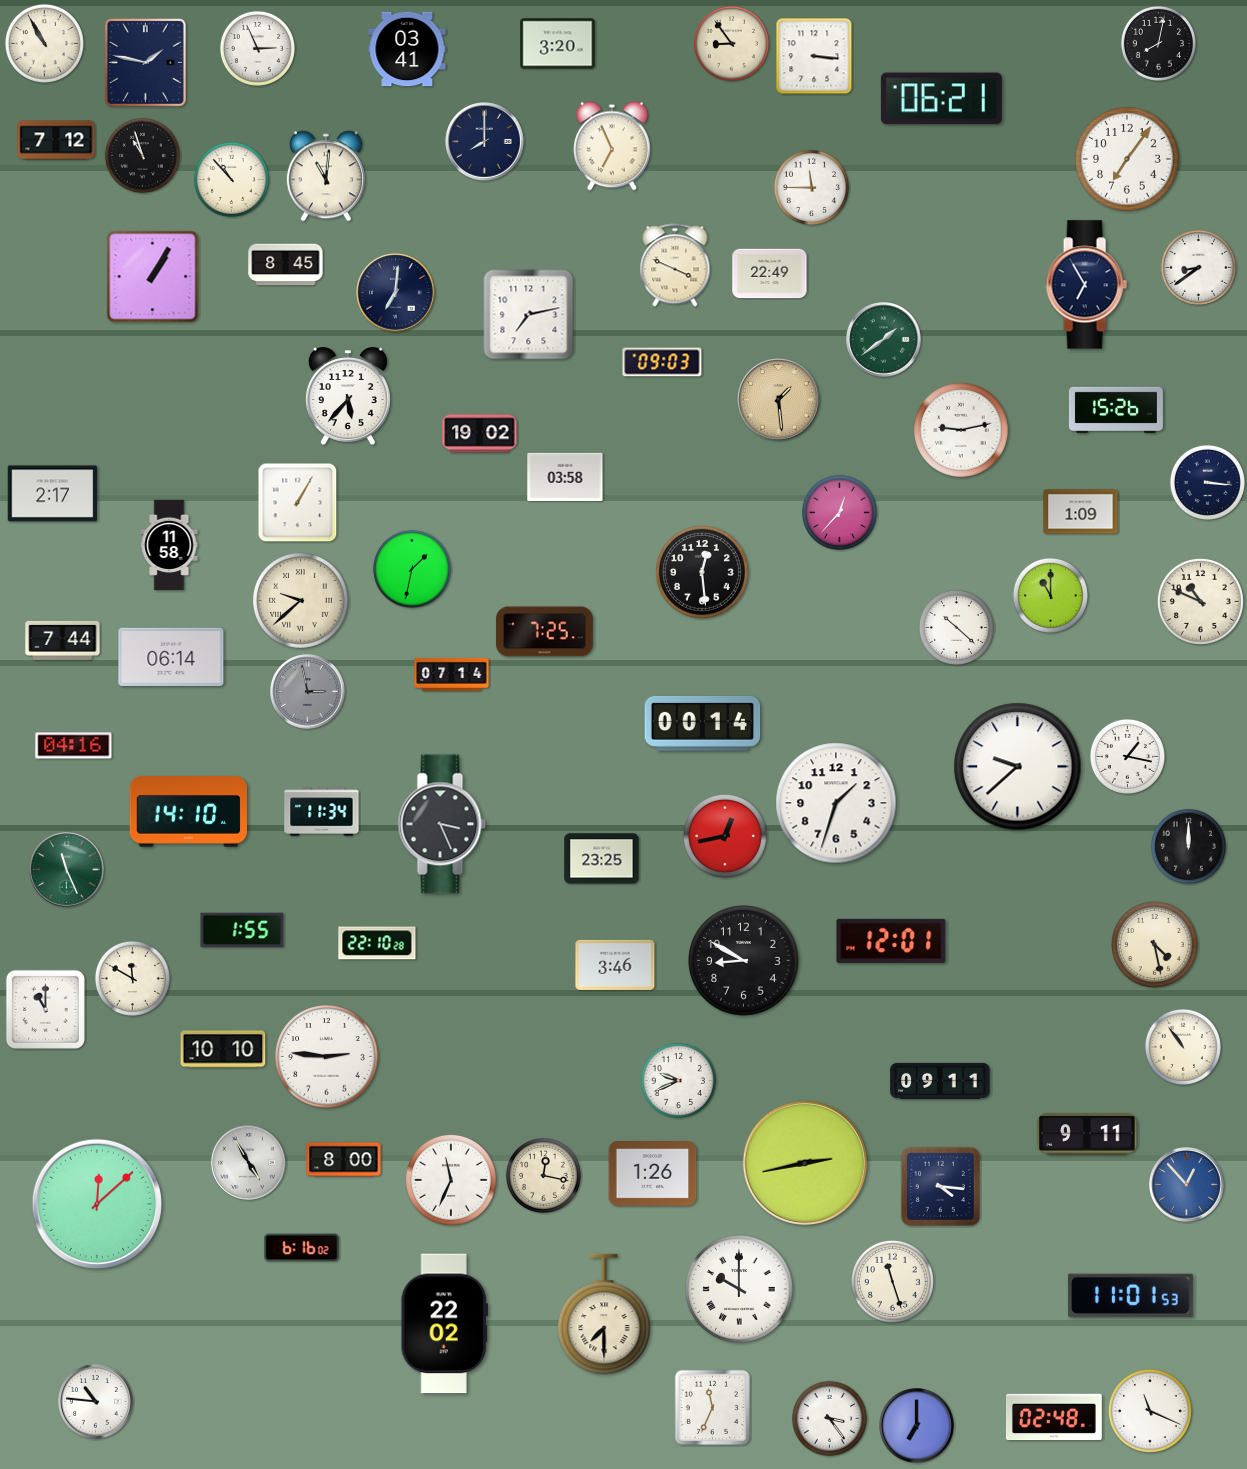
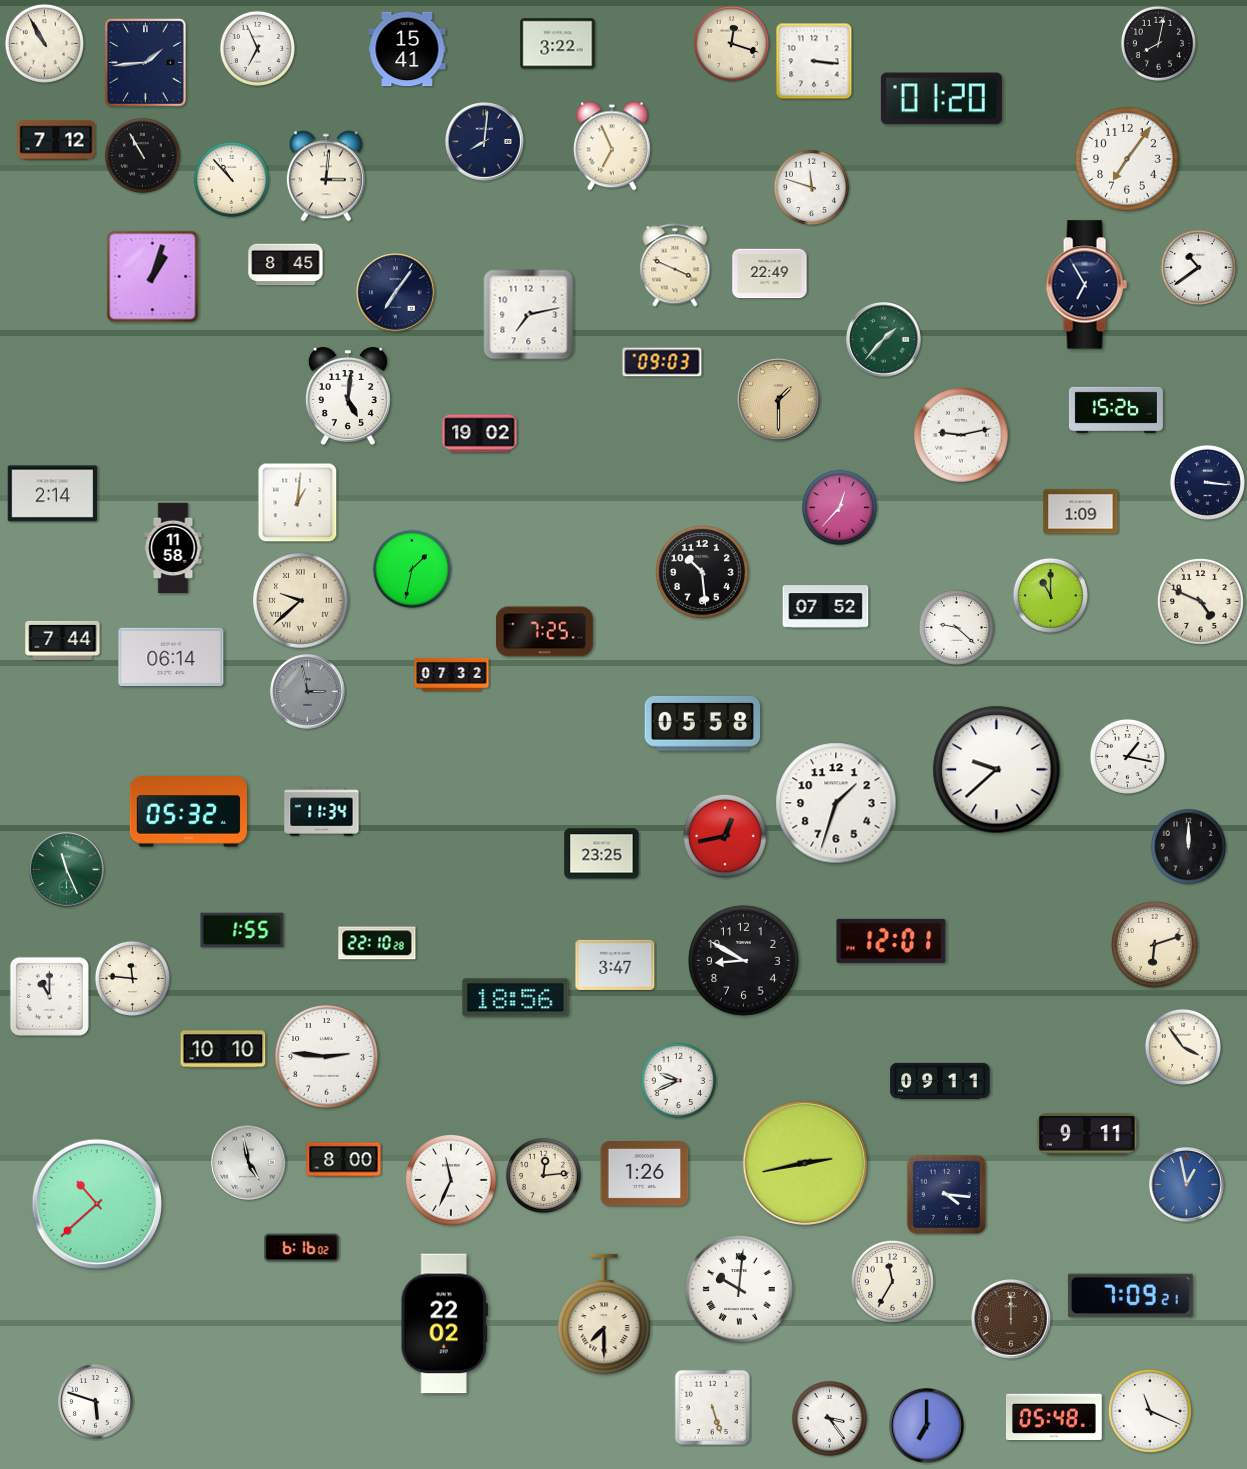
clock at (731, 43): 8:54 -> 12:18
clock at (558, 44): 3:20 -> 3:22
clock at (257, 48): 2:56 -> 6:56
clock at (407, 49): 03:41 -> 15:41
clock at (814, 56) position: (814, 56) -> (814, 61)
clock at (145, 62): 1:47 -> 1:44
clock at (941, 99): 06:21 -> 01:20
clock at (485, 142): 8:00 -> 8:01
clock at (142, 155): 10:57 -> 10:55
clock at (326, 176): 11:01 -> 3:01
clock at (811, 187): 11:45 -> 11:48
clock at (1198, 267): 8:39 -> 10:39
clock at (153, 277): 1:05 -> 1:03
clock at (396, 293): 7:01 -> 7:06
clock at (884, 340): 1:39 -> 1:37
clock at (348, 396): 5:37 -> 5:01
clock at (779, 400): 1:29 -> 1:30
clock at (962, 431) position: (962, 431) -> (962, 436)
clock at (565, 476): 03:58 -> none
clock at (53, 494): 2:17 -> 2:14
clock at (298, 503): 1:05 -> 1:01
clock at (839, 512) position: (839, 512) -> (839, 507)
clock at (169, 545) position: (169, 545) -> (173, 548)
clock at (703, 573): 12:29 -> 10:29
clock at (1200, 601): 10:49 -> 4:49
clock at (826, 607): none -> 07:52
clock at (956, 627): 10:22 -> 9:22
clock at (452, 674): 07:14 -> 07:32
clock at (703, 723): 00:14 -> 05:58
clock at (74, 746): 04:16 -> none
clock at (1018, 767) position: (1018, 767) -> (997, 770)
clock at (188, 812): 14:10 -> 05:32
clock at (442, 824): 3:26 -> none
clock at (602, 859) position: (602, 859) -> (602, 854)
clock at (1154, 944): 4:28 -> 6:12
clock at (615, 965): 3:46 -> 3:47
clock at (132, 978): 11:50 -> 11:46
clock at (516, 998): none -> 18:56
clock at (45, 1009) position: (45, 1009) -> (49, 996)
clock at (1183, 1047): 10:54 -> 3:54
clock at (249, 1163): 4:55 -> 4:58
clock at (653, 1174) position: (653, 1174) -> (645, 1174)
clock at (543, 1175): 12:17 -> 12:14
clock at (1187, 1185): 12:53 -> 12:58
clock at (940, 1186) position: (940, 1186) -> (946, 1194)
clock at (97, 1204): 12:08 -> 10:38
clock at (892, 1281): 11:27 -> 11:35
clock at (739, 1289): 10:00 -> 10:01
clock at (1131, 1295): 11:01 -> 7:09
clock at (1011, 1319): none -> 12:00
clock at (96, 1402): 10:46 -> 5:48
clock at (712, 1407): 11:34 -> 5:27
clock at (1054, 1417): 02:48 -> 05:48
clock at (917, 1426) position: (917, 1426) -> (927, 1426)
